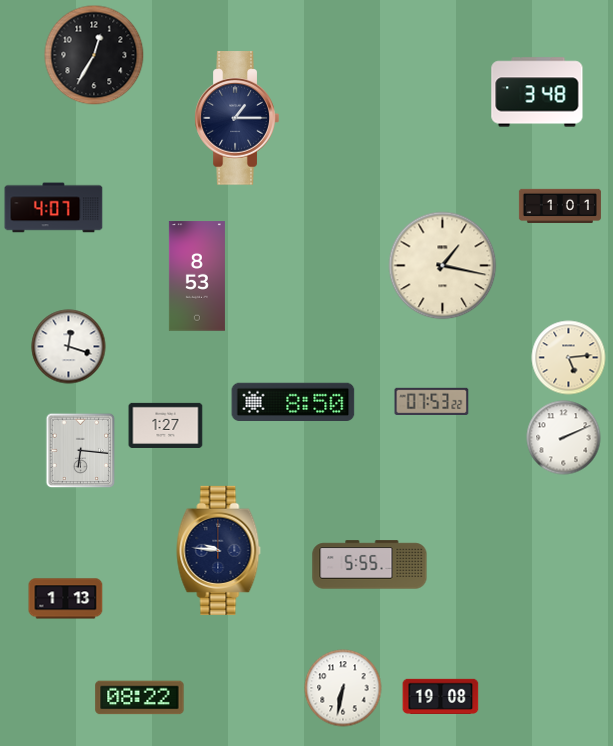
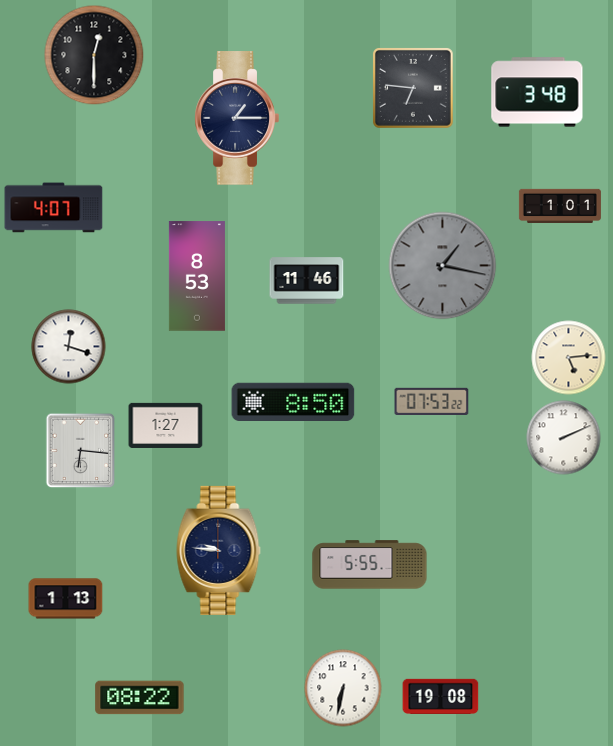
clock at (94, 55): 12:35 -> 12:30
clock at (413, 88): none -> 6:46
clock at (443, 266) dial: cream -> grey
clock at (307, 281): none -> 11:46
